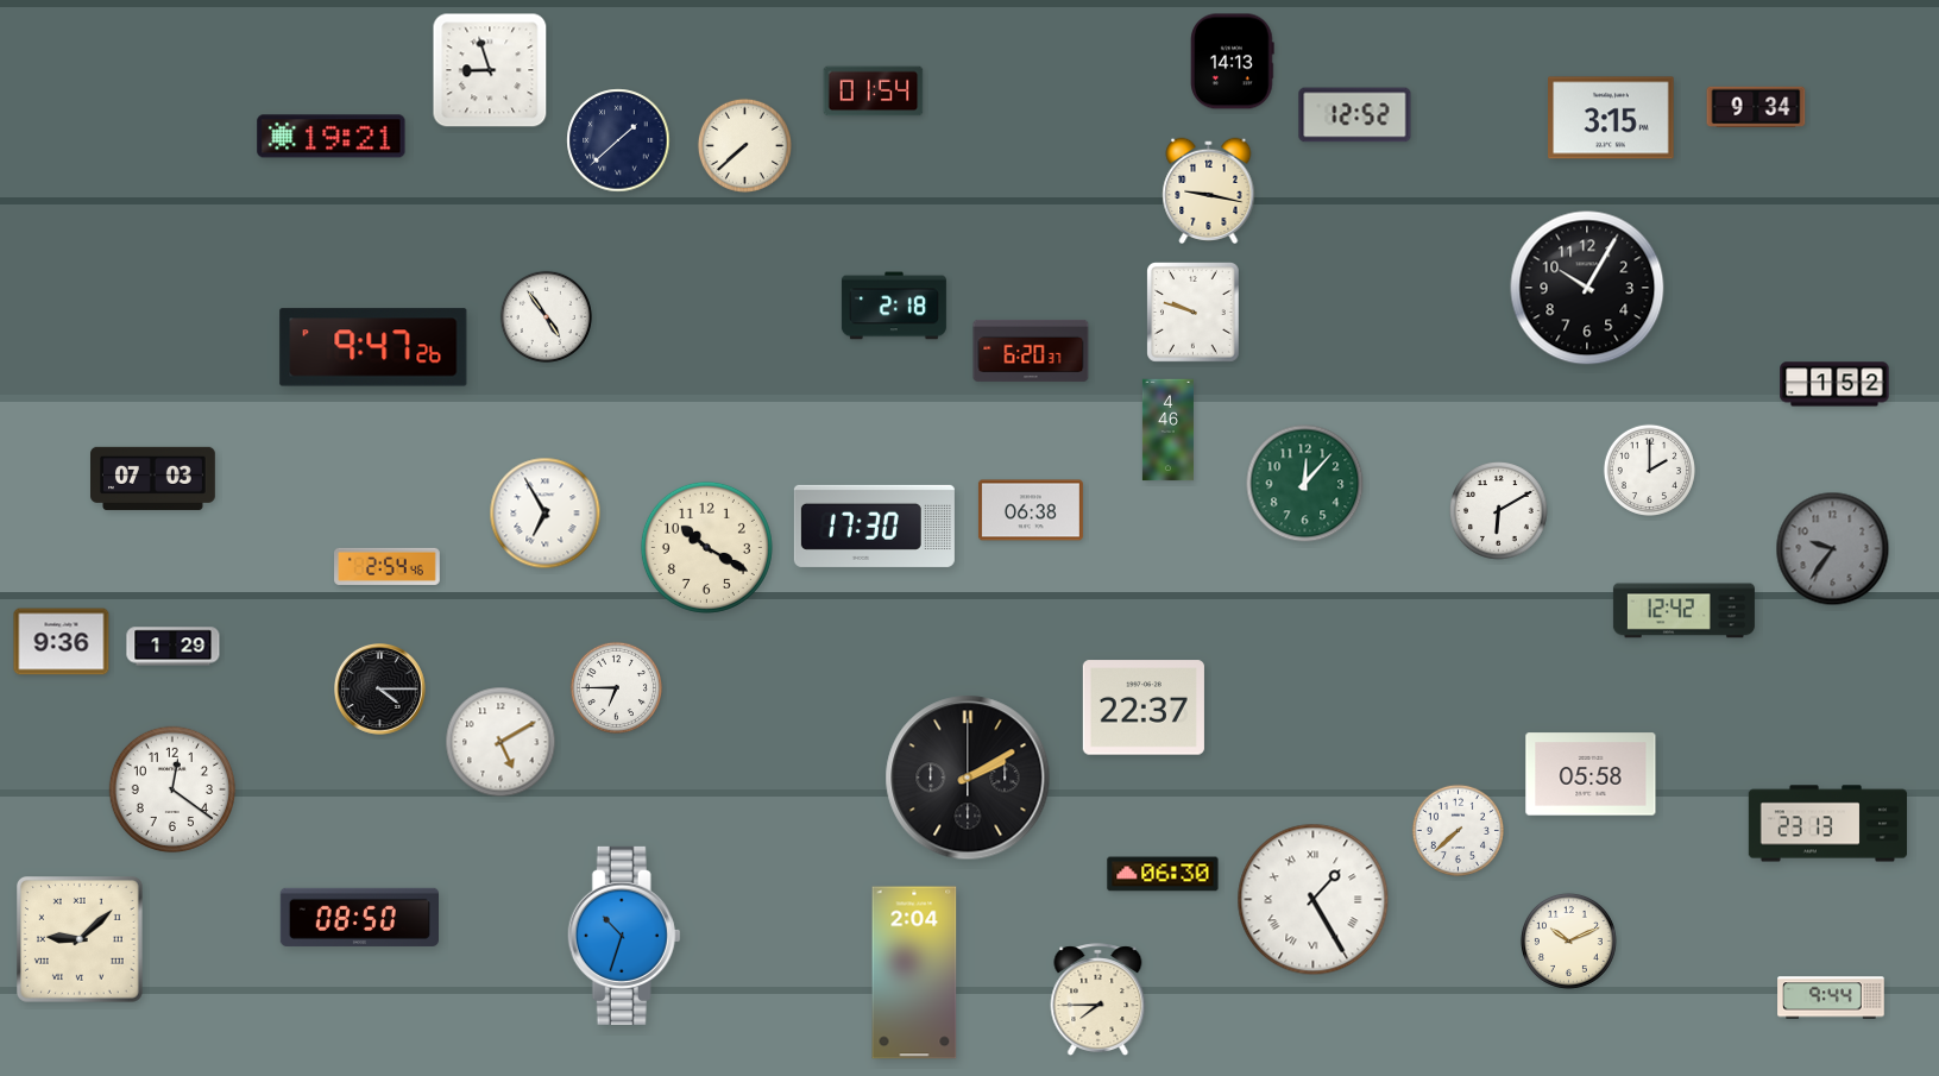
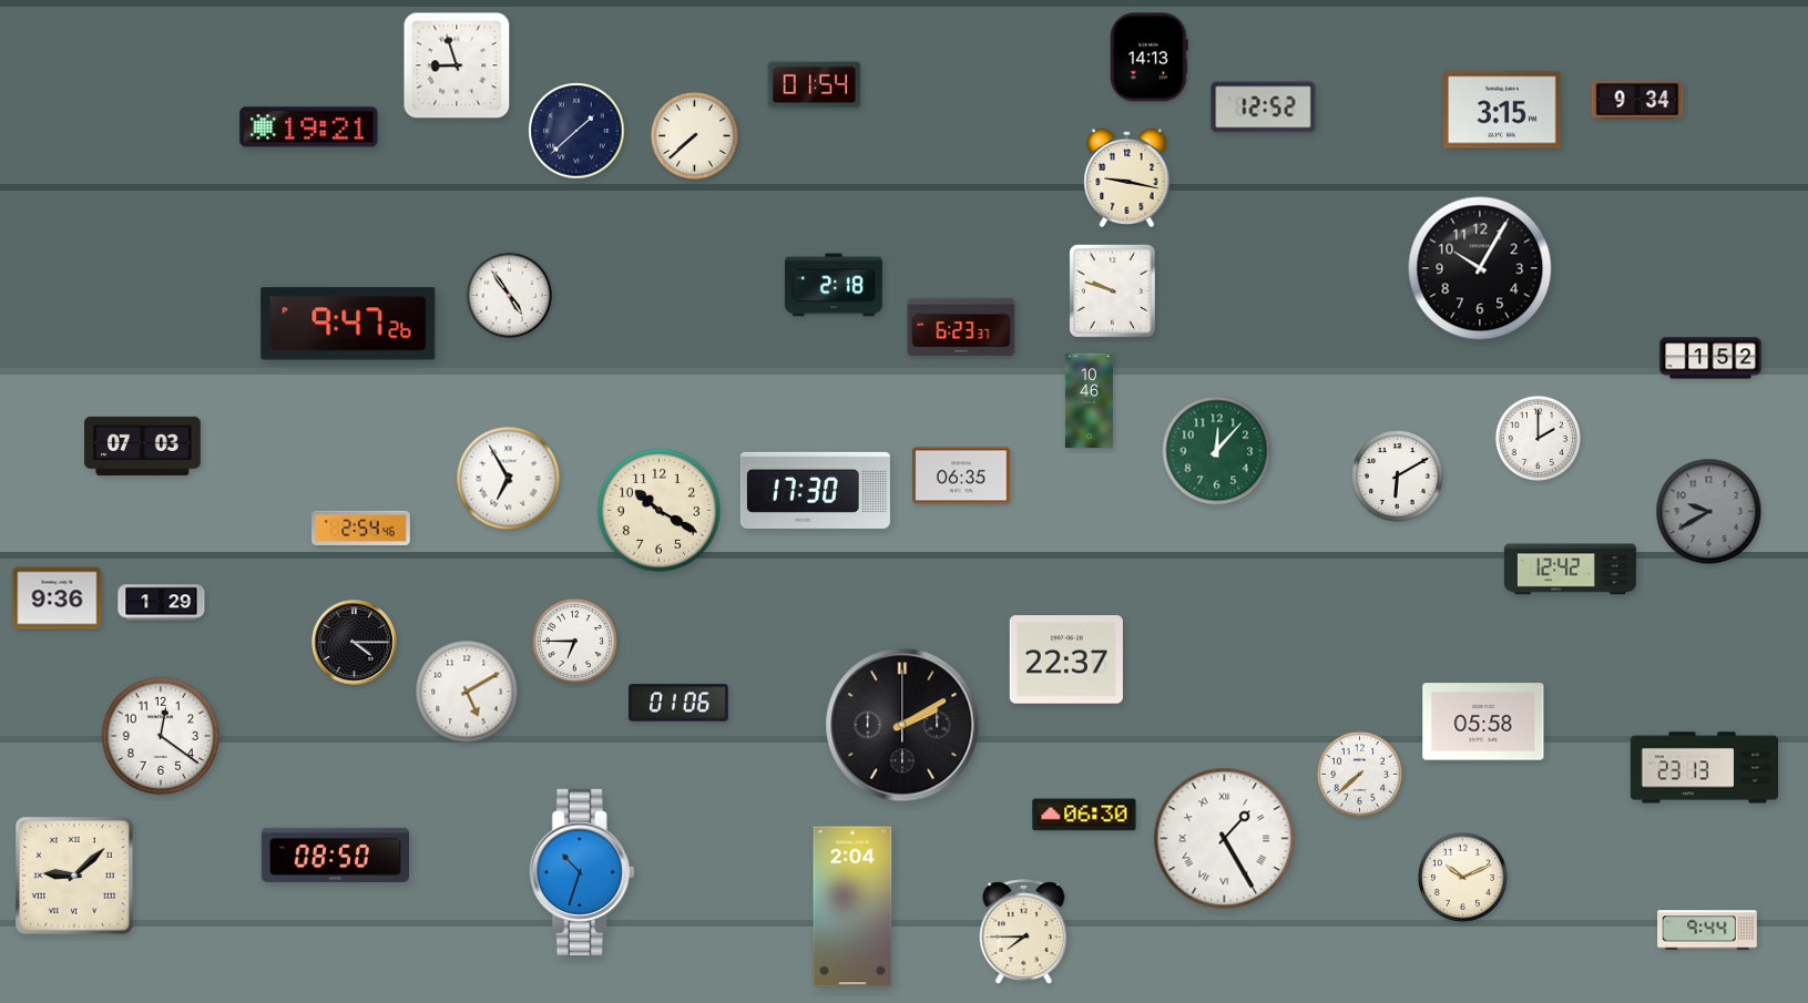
clock at (1031, 351): 6:20 -> 6:23
clock at (1167, 430): 4:46 -> 10:46
clock at (1031, 510): 06:38 -> 06:35
clock at (1833, 549): 9:36 -> 9:40
clock at (678, 703): none -> 01:06
